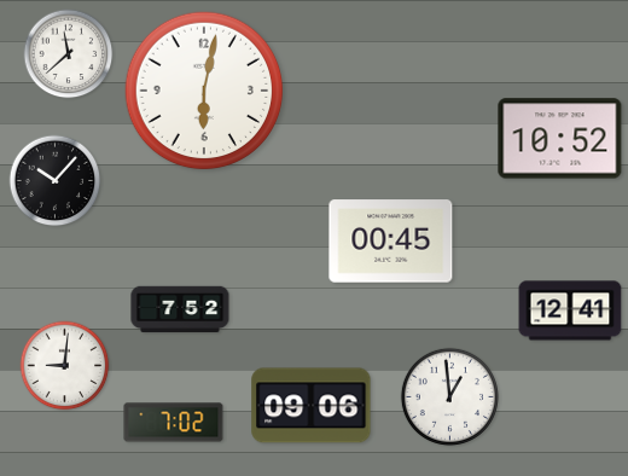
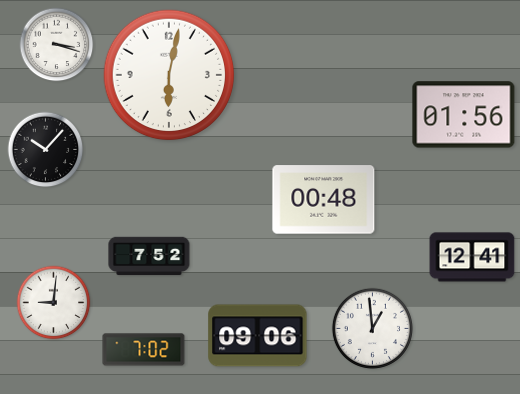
clock at (69, 54): 11:38 -> 3:18
clock at (560, 139): 10:52 -> 01:56
clock at (391, 242): 00:45 -> 00:48
